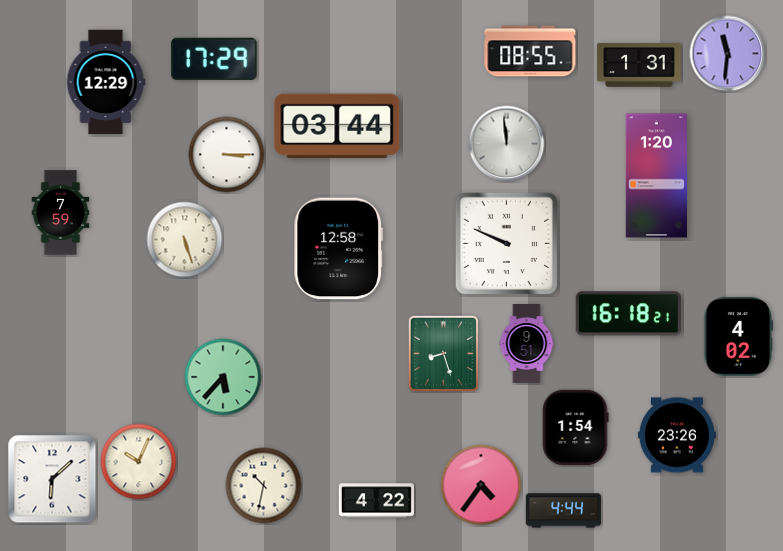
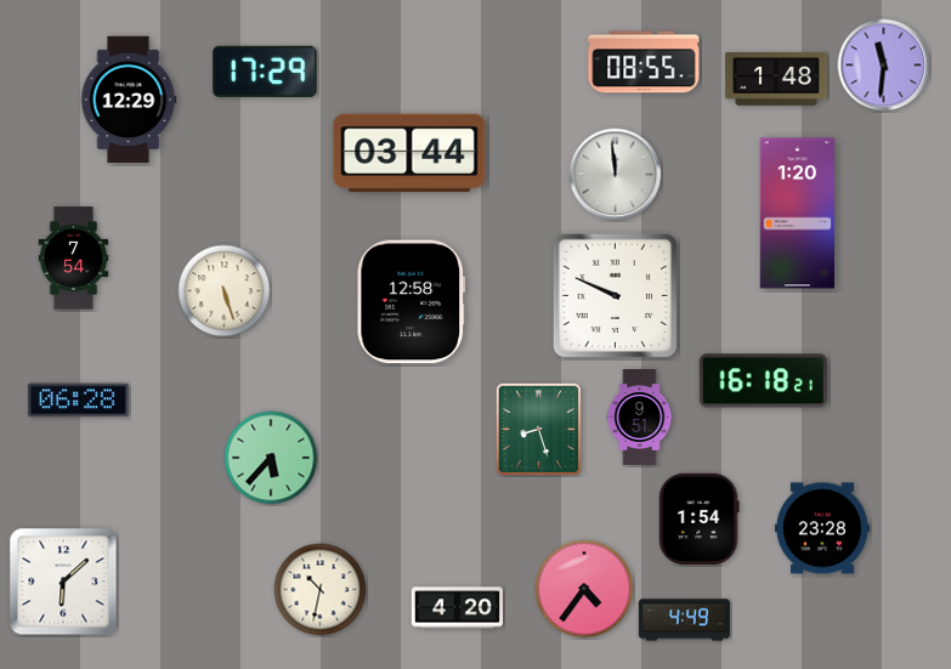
clock at (214, 59) position: (214, 59) -> (265, 72)
clock at (639, 65): 1:31 -> 1:48
clock at (227, 155): 3:15 -> none
clock at (61, 213): 7:59 -> 7:54
clock at (79, 401): none -> 06:28
clock at (738, 336): 4:02 -> none
clock at (677, 435): 23:26 -> 23:28
clock at (139, 462): 10:04 -> none
clock at (377, 501): 4:22 -> 4:20
clock at (563, 511): 4:44 -> 4:49
